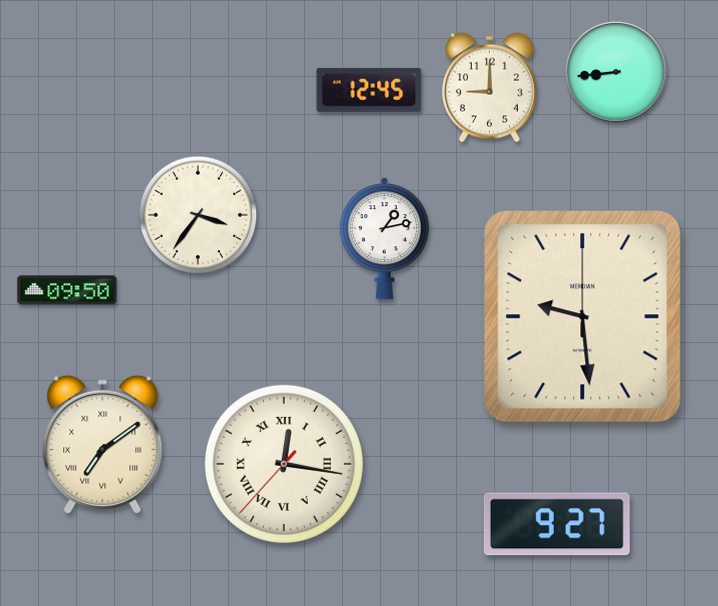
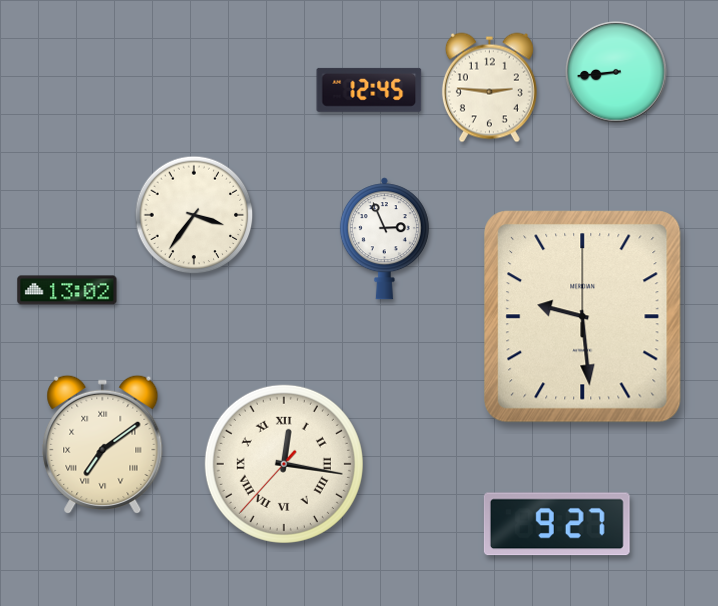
clock at (489, 88): 9:00 -> 2:46
clock at (198, 215) position: (198, 215) -> (194, 215)
clock at (384, 239): 1:13 -> 2:56
clock at (67, 290): 09:50 -> 13:02
